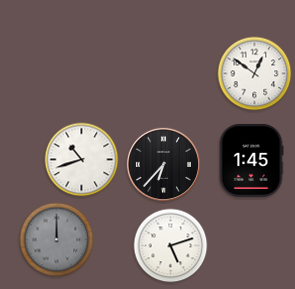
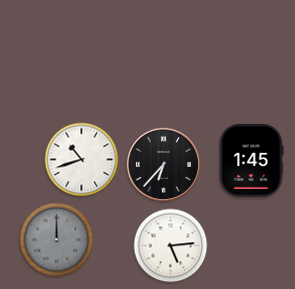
clock at (255, 74): 12:51 -> none
clock at (171, 246): 5:12 -> 5:14
